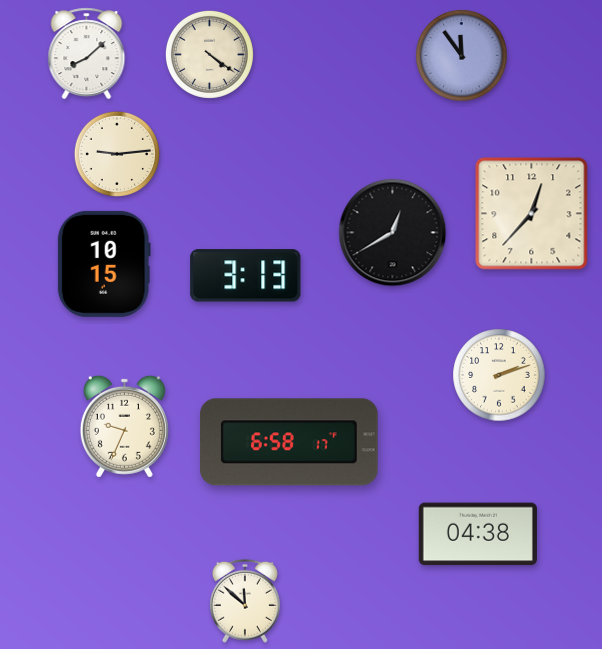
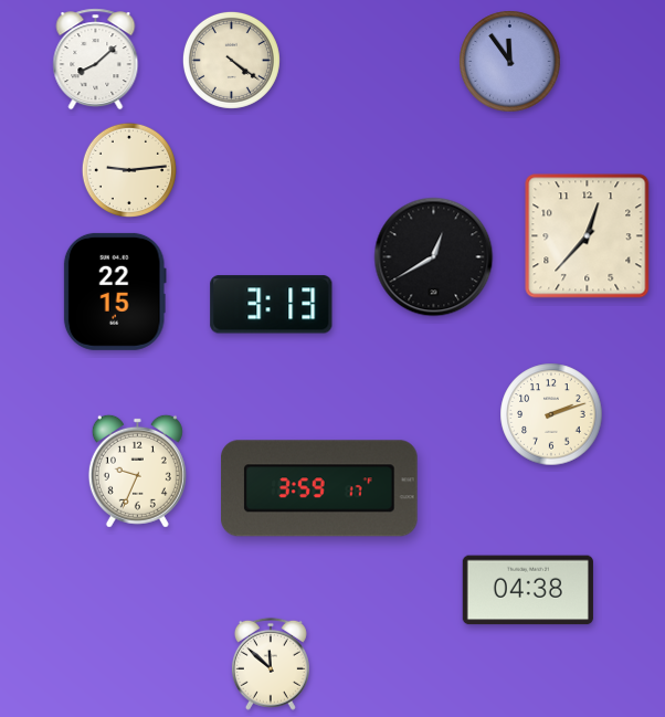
clock at (104, 264): 10:15 -> 22:15
clock at (290, 442): 6:58 -> 3:59
